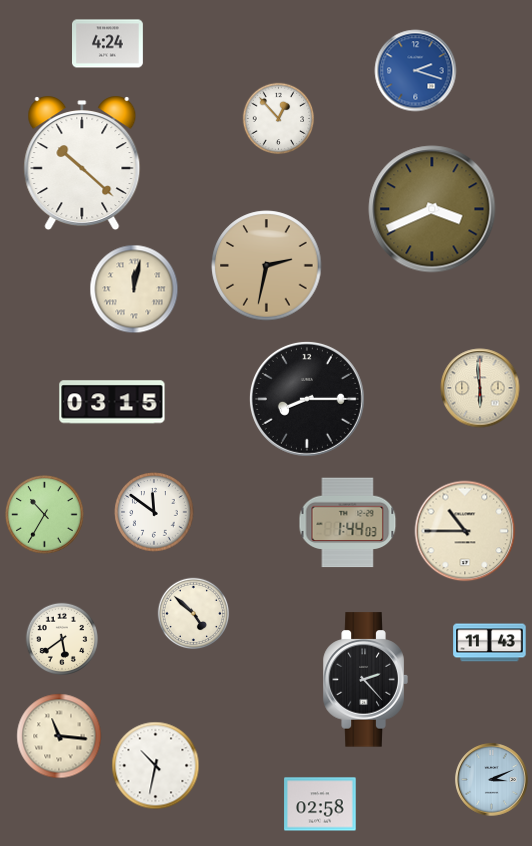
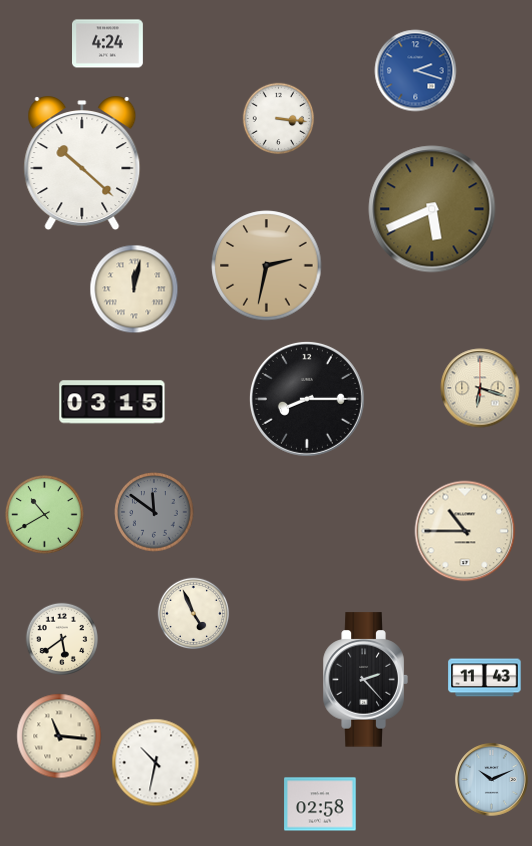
clock at (279, 119): 12:53 -> 3:16
clock at (432, 209): 3:41 -> 5:41
clock at (480, 388): 5:59 -> 6:18
clock at (154, 512) dial: white -> grey
clock at (45, 515): 10:35 -> 10:40
clock at (348, 523): 1:44 -> none
clock at (194, 614): 4:52 -> 4:56
clock at (490, 643) position: (490, 643) -> (485, 678)
clock at (156, 766) position: (156, 766) -> (156, 763)
clock at (492, 780): 3:11 -> 10:11
